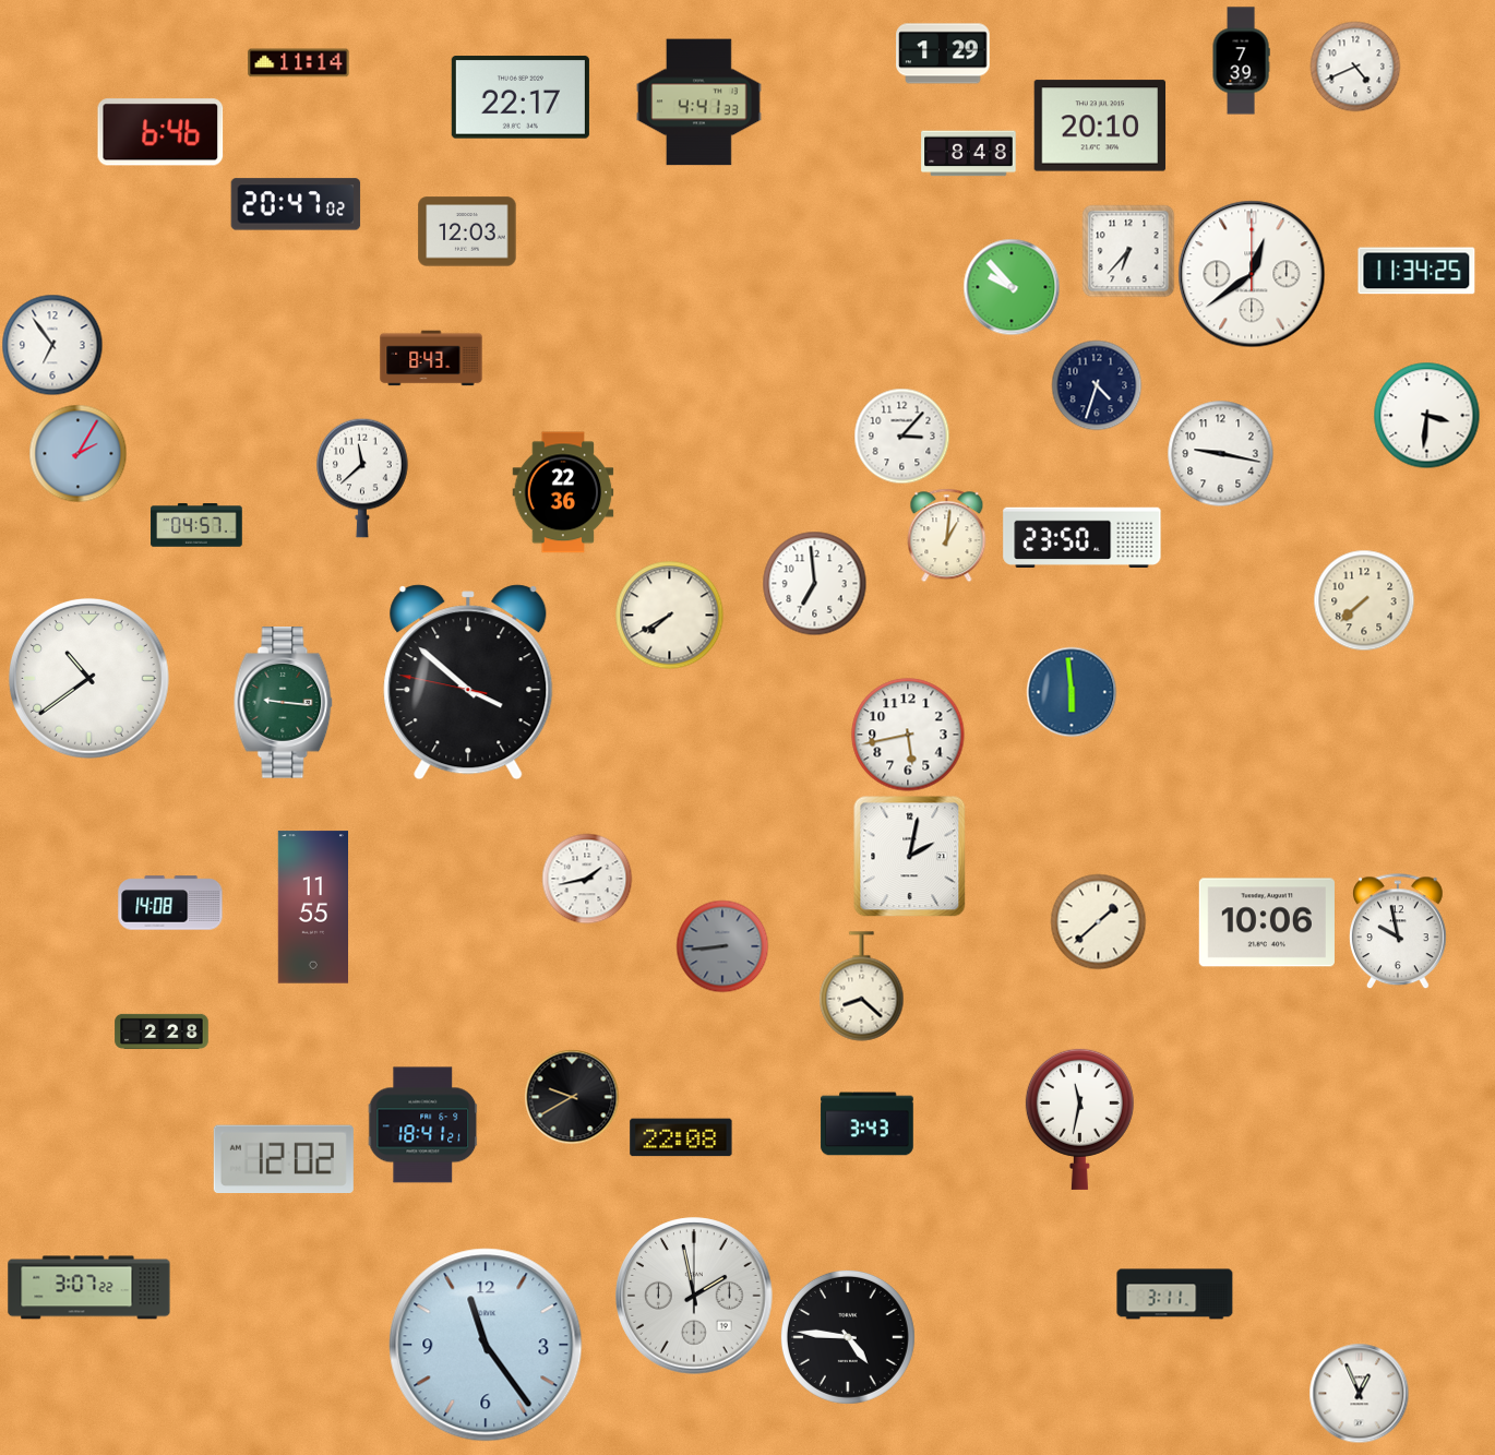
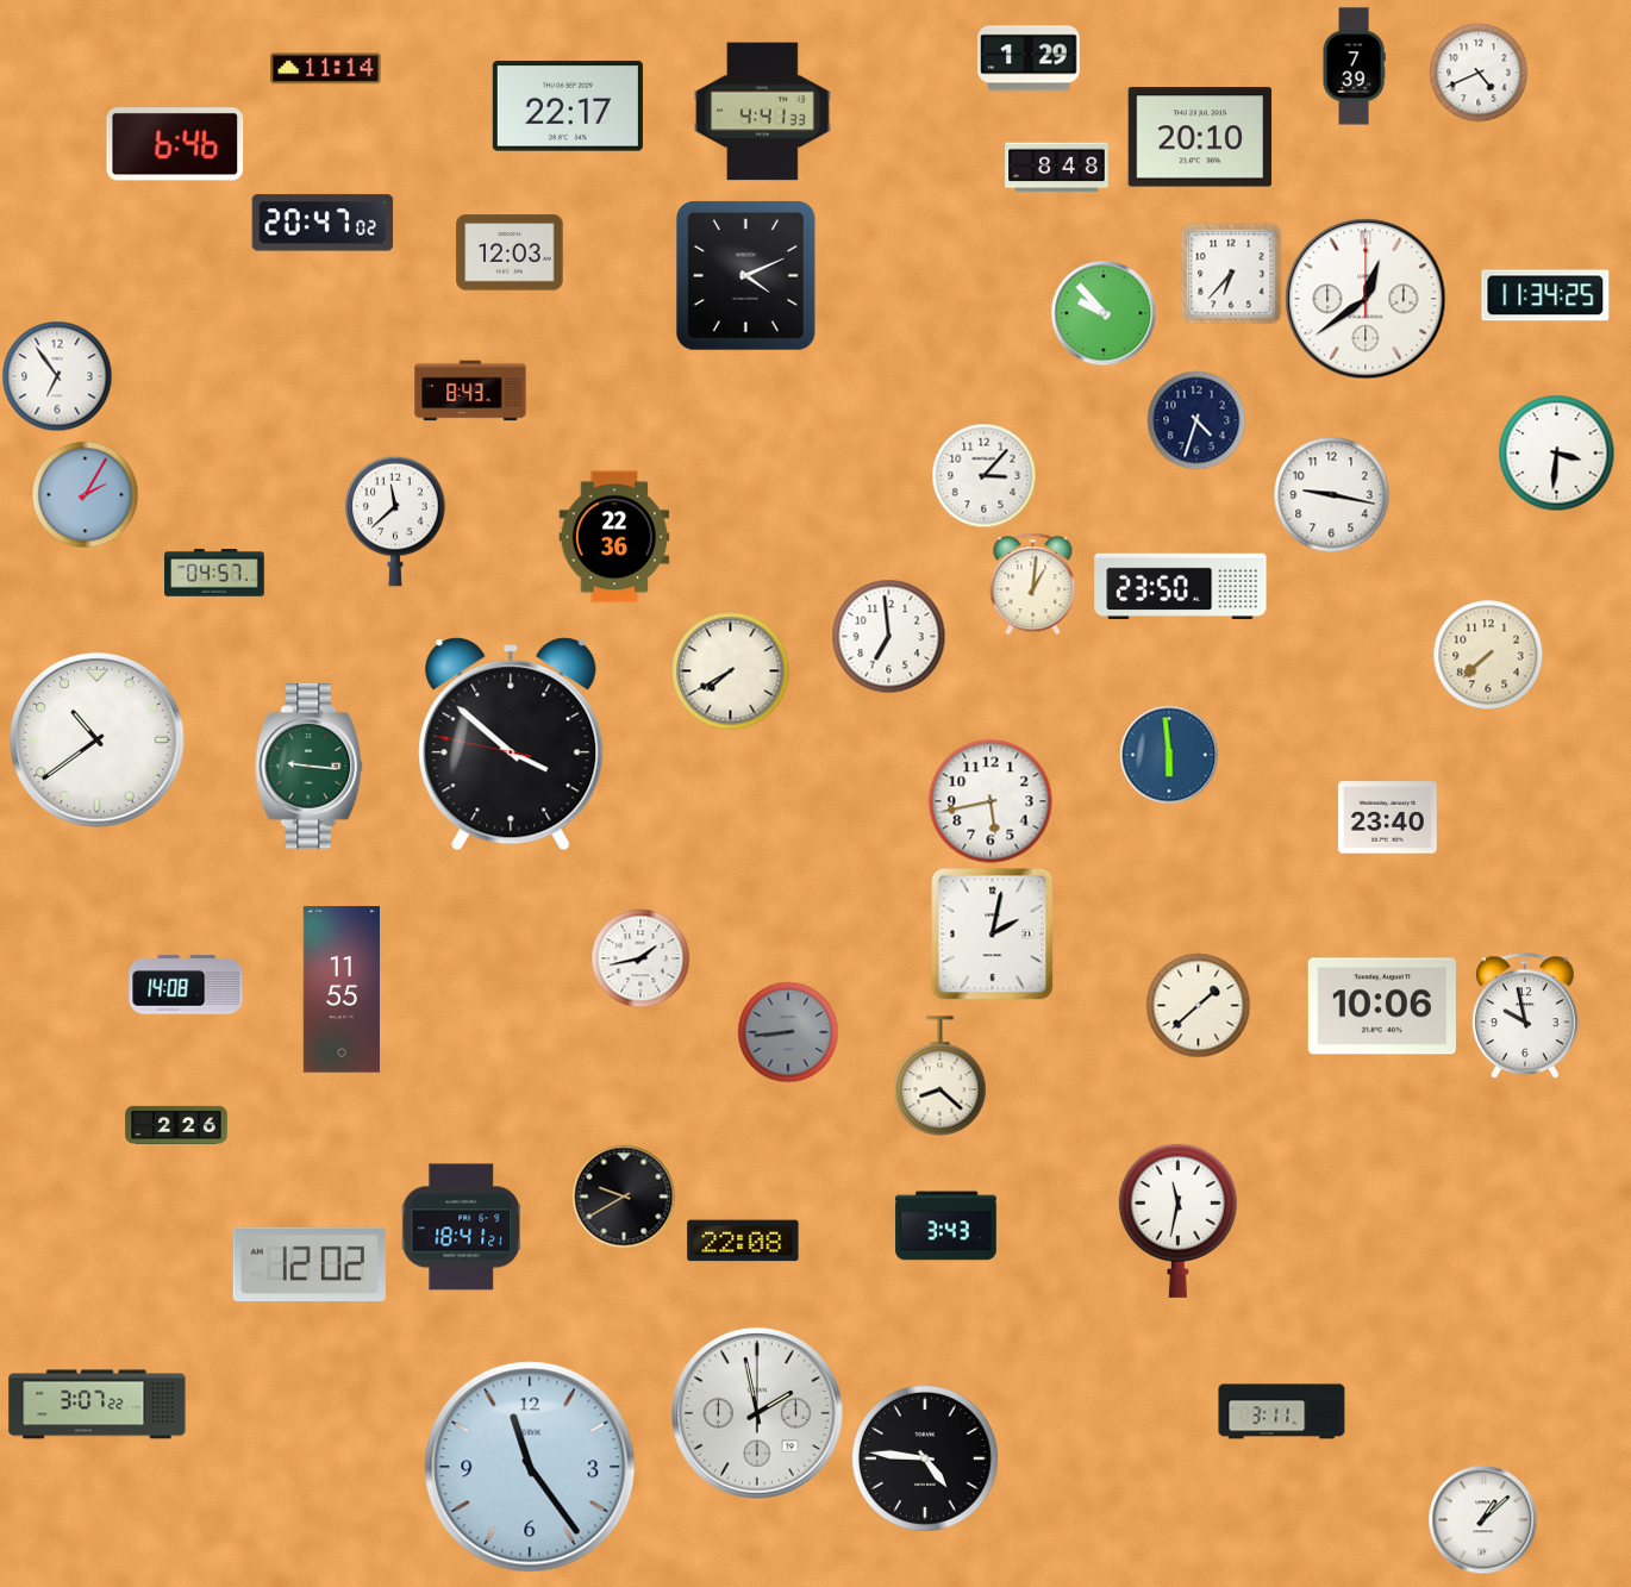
clock at (746, 276): none -> 4:11
clock at (1388, 818): none -> 23:40
clock at (162, 1030): 2:28 -> 2:26
clock at (1359, 1393): 12:56 -> 1:08
